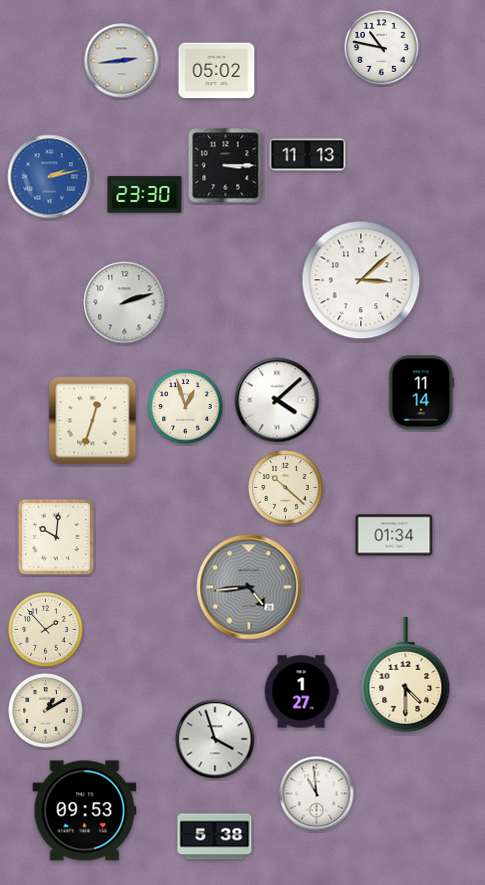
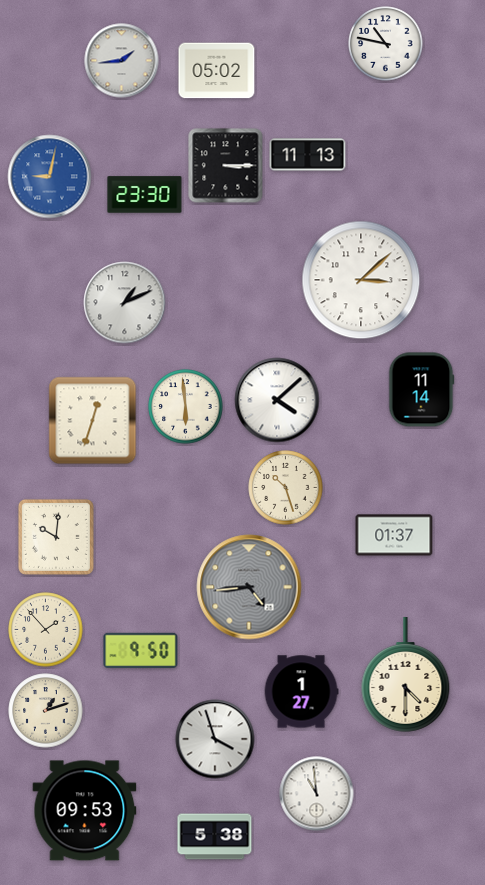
clock at (382, 48) position: (382, 48) -> (386, 44)
clock at (122, 61): 2:44 -> 1:44
clock at (50, 177): 2:13 -> 9:02
clock at (125, 303): 2:12 -> 1:11
clock at (422, 393) position: (422, 393) -> (422, 390)
clock at (186, 407): 12:57 -> 5:59
clock at (286, 488): 10:22 -> 10:27
clock at (394, 535): 01:34 -> 01:37
clock at (141, 650): none -> 9:50
clock at (46, 711): 1:10 -> 1:12
